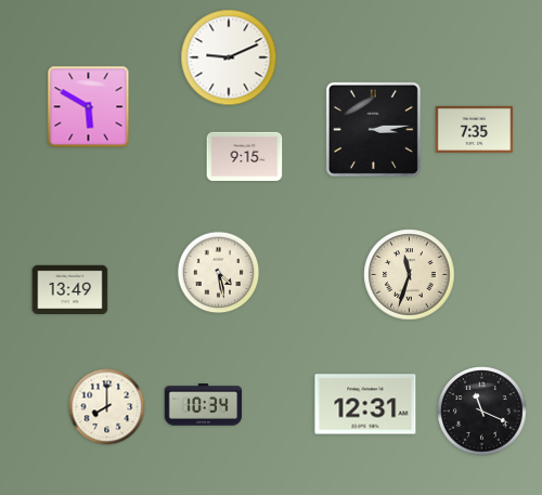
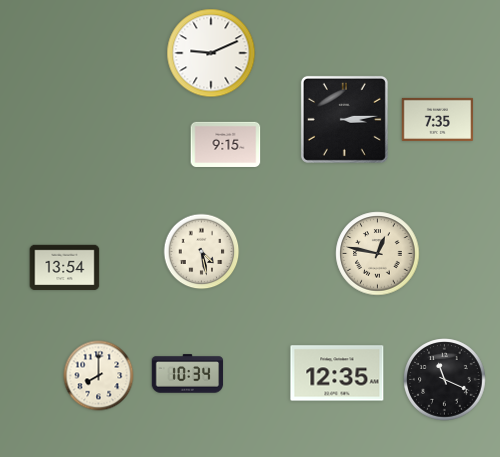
clock at (89, 107): 5:50 -> none
clock at (410, 275): 11:33 -> 12:47
clock at (70, 290): 13:49 -> 13:54
clock at (365, 404): 12:31 -> 12:35
